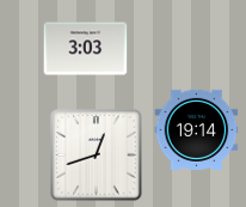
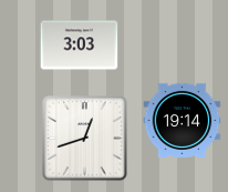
clock at (97, 156) position: (97, 156) -> (85, 139)
